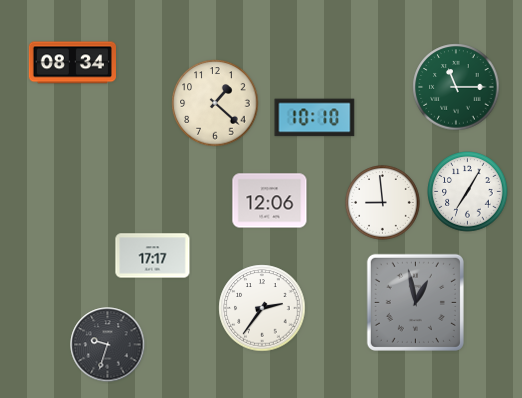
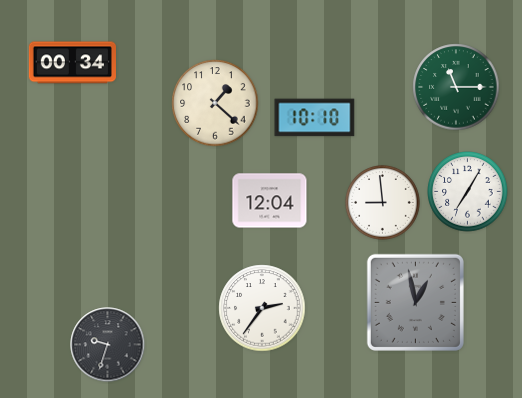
clock at (72, 63): 08:34 -> 00:34
clock at (270, 201): 12:06 -> 12:04
clock at (153, 256): 17:17 -> none
